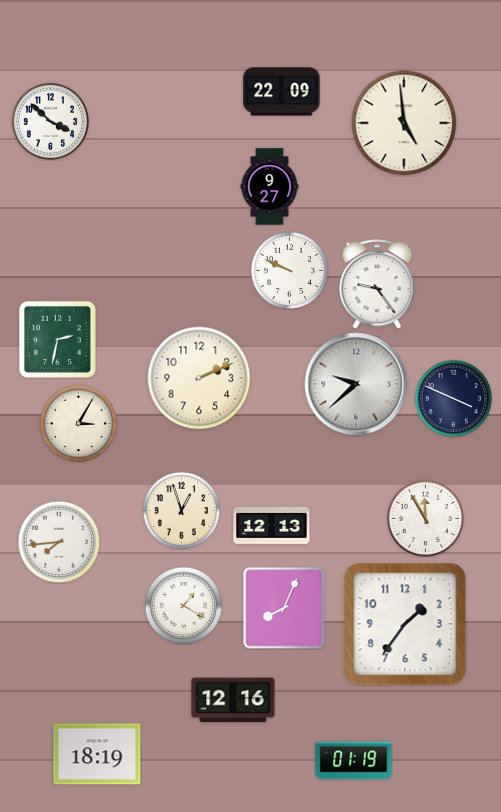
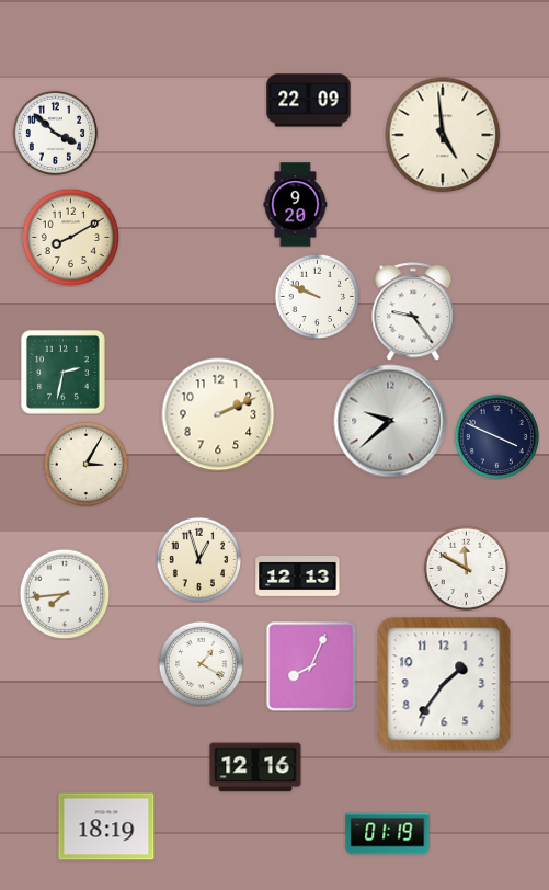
clock at (270, 187): 9:27 -> 9:20
clock at (70, 237): none -> 8:10
clock at (425, 518): 11:55 -> 11:50
